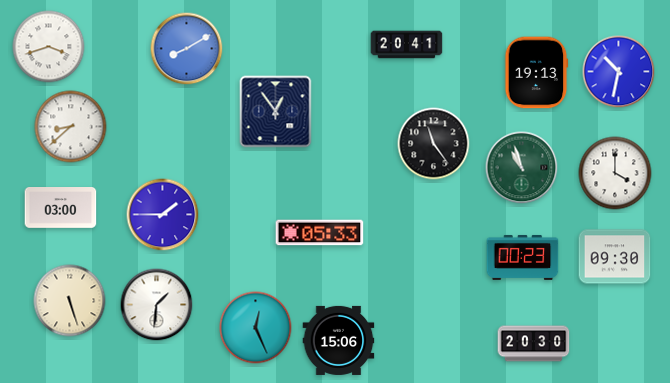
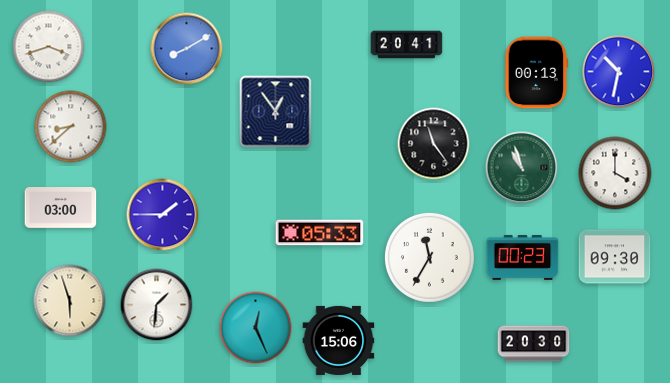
clock at (537, 73): 19:13 -> 00:13
clock at (429, 257): none -> 11:35
clock at (70, 301): 5:27 -> 5:57
